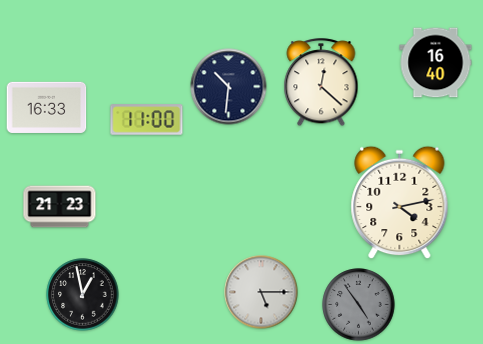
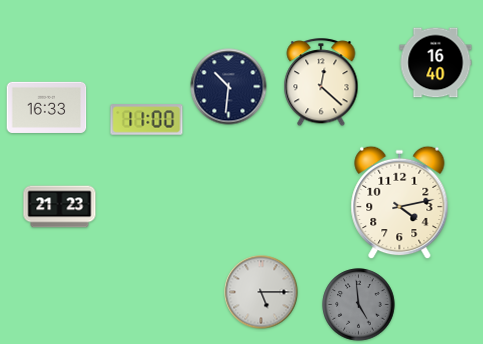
clock at (83, 295): 12:58 -> none
clock at (359, 305): 4:54 -> 4:59
